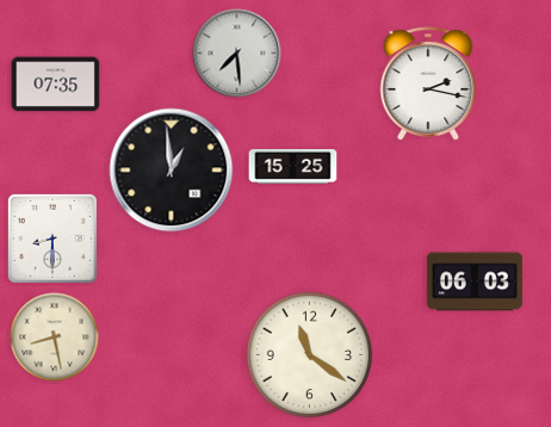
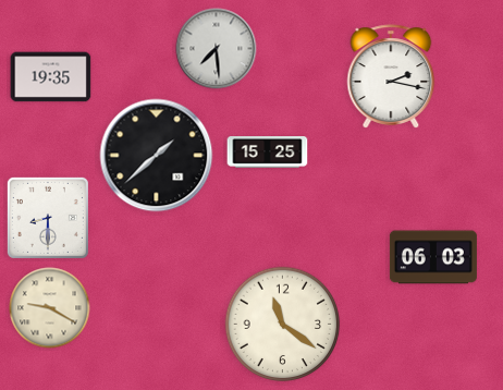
clock at (56, 85): 07:35 -> 19:35
clock at (172, 171): 12:59 -> 1:38
clock at (55, 338): 8:28 -> 9:20
